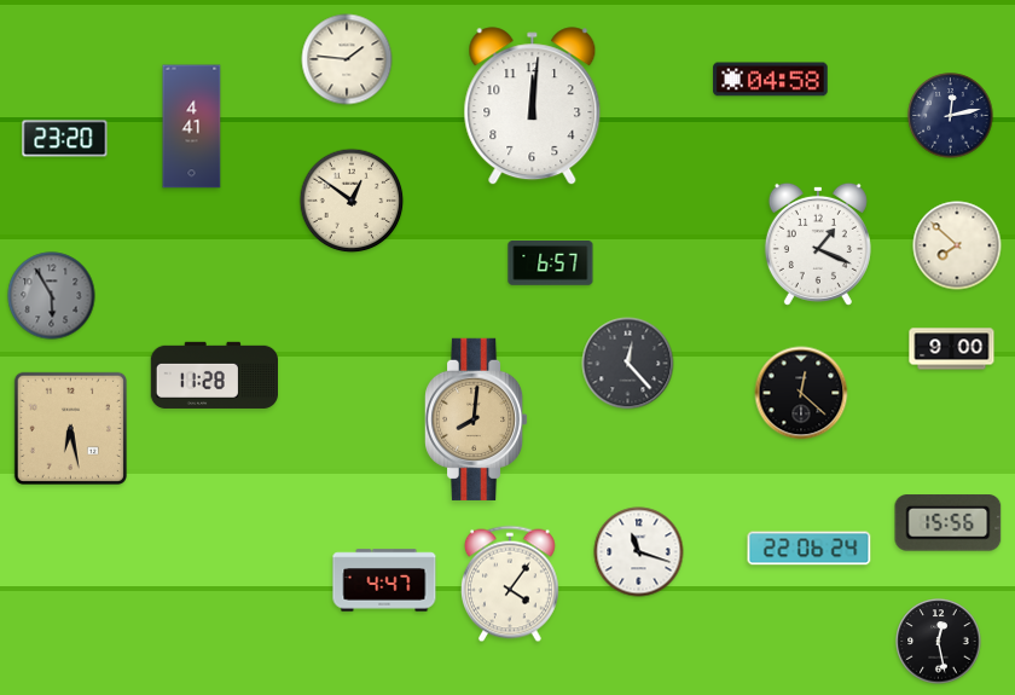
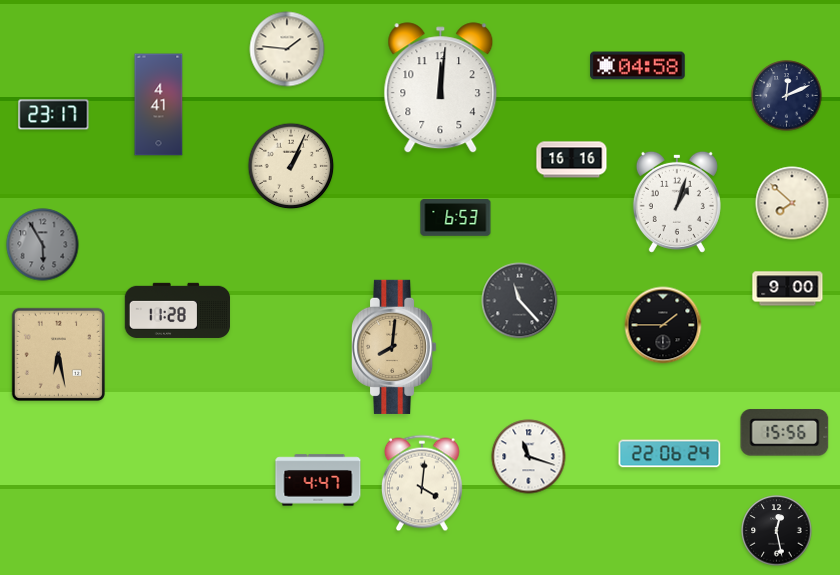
clock at (951, 116): 12:13 -> 12:11
clock at (65, 139): 23:20 -> 23:17
clock at (572, 160): none -> 16:16
clock at (352, 201): 12:51 -> 1:04
clock at (818, 244): 1:19 -> 1:03
clock at (551, 263): 6:57 -> 6:53
clock at (628, 364): 12:23 -> 11:23
clock at (801, 393): 12:22 -> 1:45
clock at (510, 584): 4:06 -> 4:01
